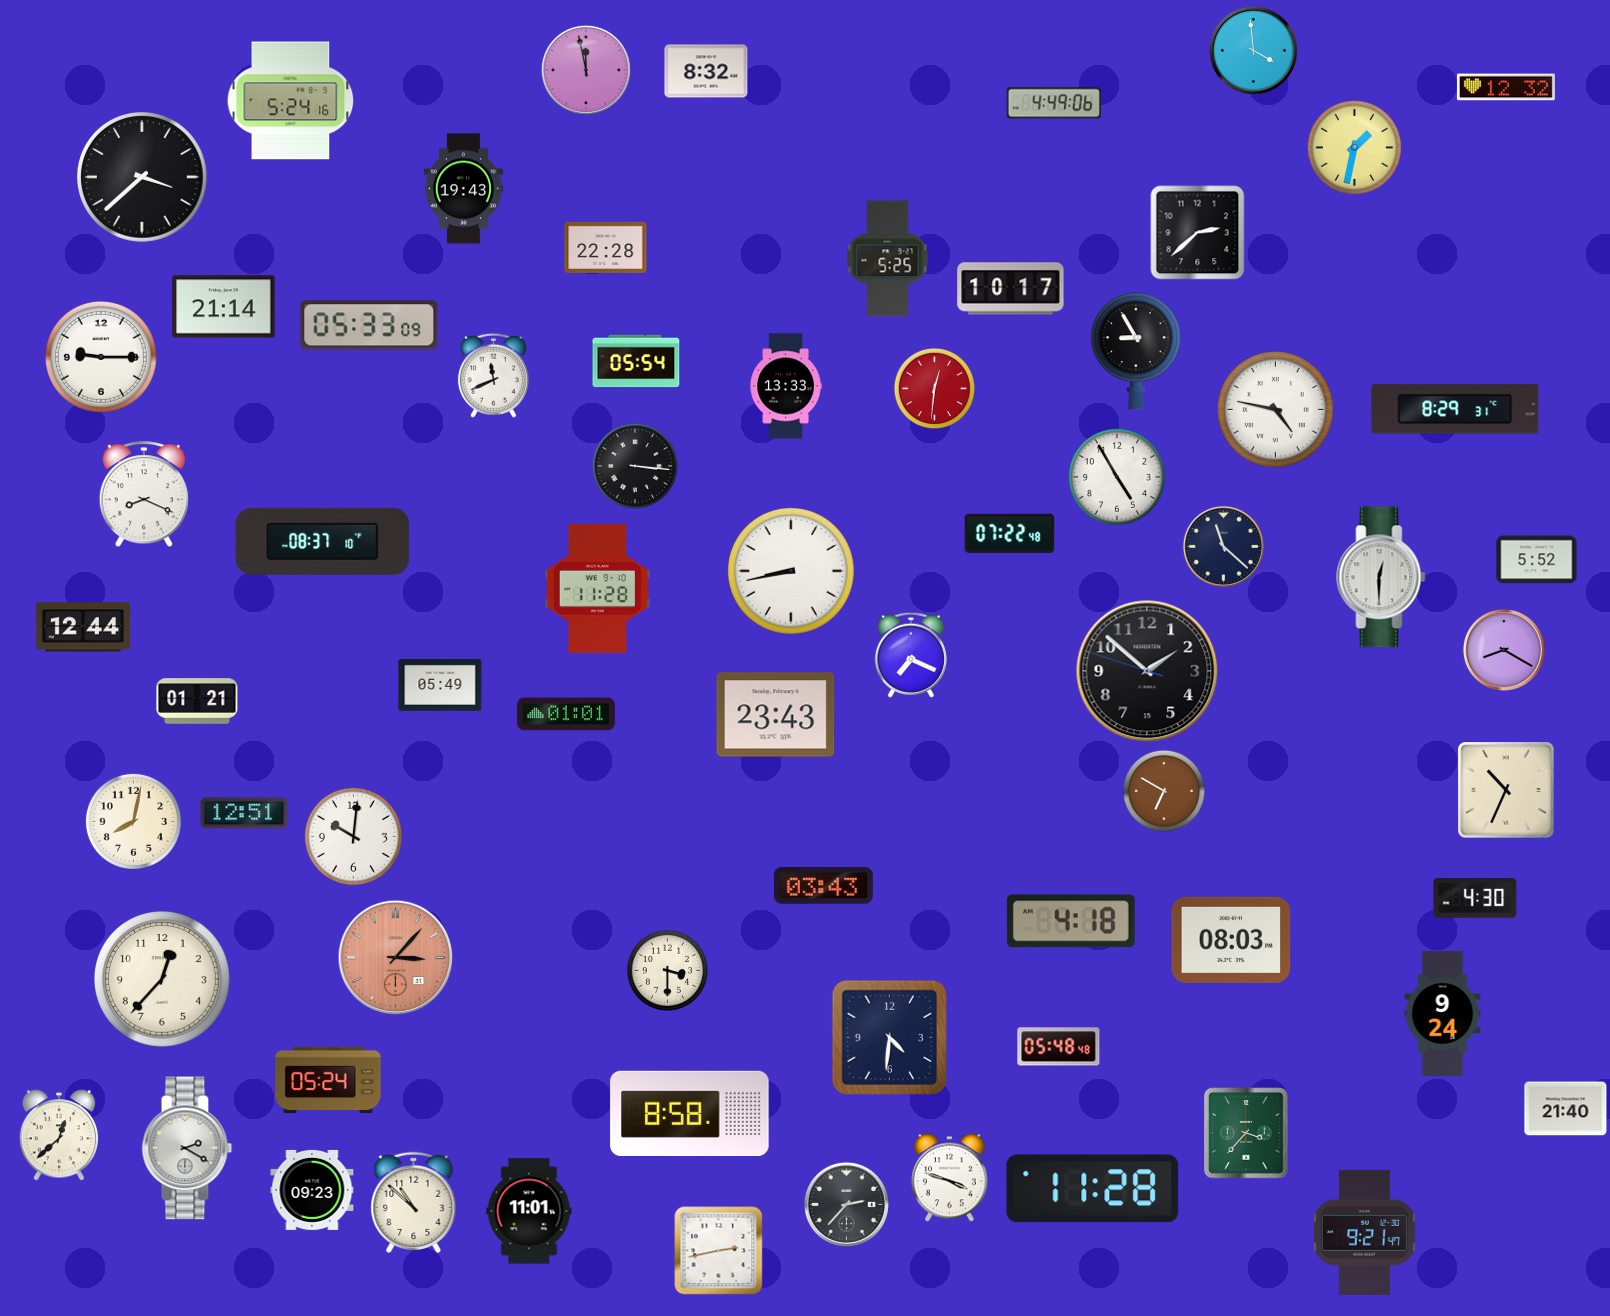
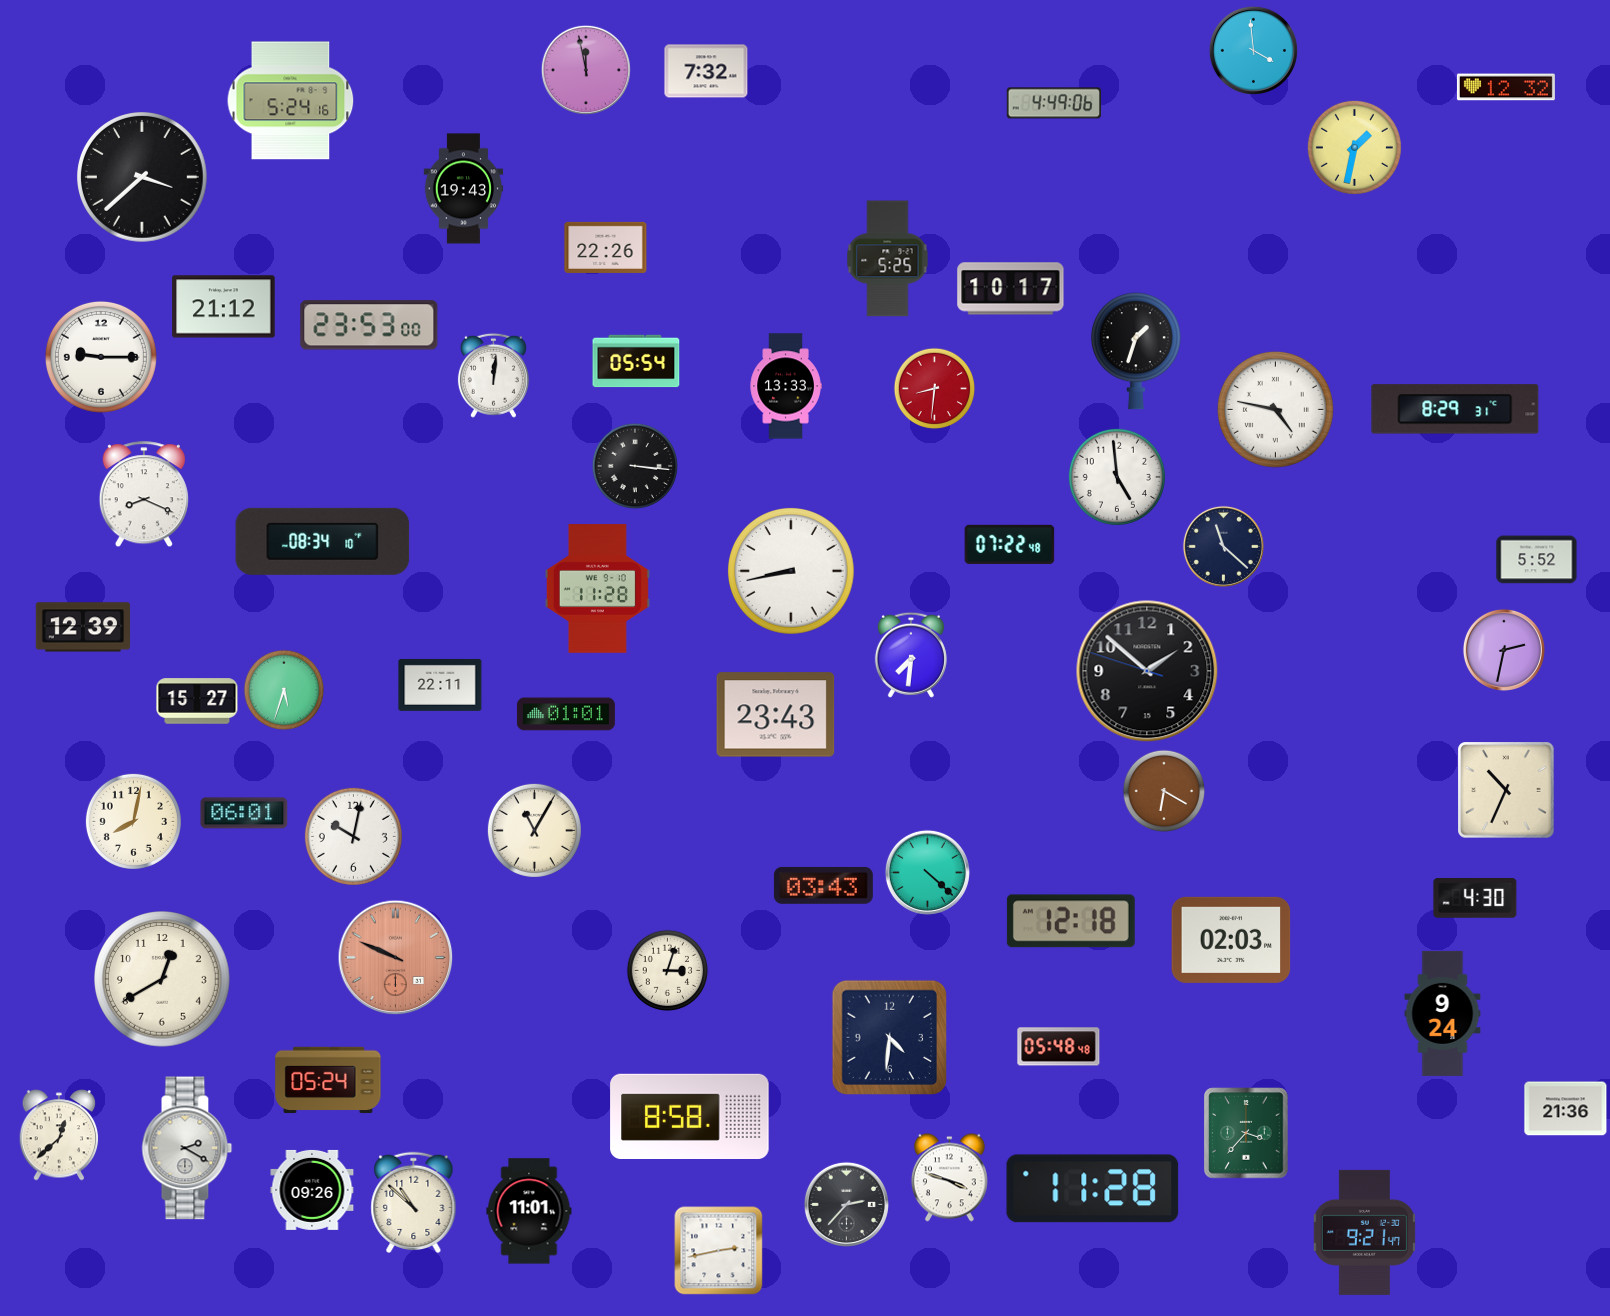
clock at (706, 71): 8:32 -> 7:32
clock at (1198, 233): 2:38 -> none
clock at (606, 247): 22:28 -> 22:26
clock at (224, 307): 21:14 -> 21:12
clock at (369, 325): 05:33 -> 23:53
clock at (1136, 351): 8:55 -> 1:33
clock at (493, 375): 11:41 -> 12:01
clock at (935, 389): 12:31 -> 8:31
clock at (1117, 477): 4:55 -> 4:59
clock at (1010, 533) position: (1010, 533) -> (1010, 544)
clock at (323, 541): 08:37 -> 08:34
clock at (1381, 577): 12:30 -> none
clock at (82, 627): 12:44 -> 12:39
clock at (1504, 650): 8:20 -> 2:32
clock at (911, 655): 7:19 -> 7:31
clock at (440, 685): 05:49 -> 22:11
clock at (284, 690): none -> 5:33
clock at (197, 701): 01:21 -> 15:27
clock at (1164, 791): 6:50 -> 6:20
clock at (244, 813): 12:51 -> 06:01
clock at (534, 830): none -> 11:05
clock at (353, 836): 10:01 -> 10:02
clock at (927, 872): none -> 4:22
clock at (1071, 921): 4:18 -> 12:18
clock at (1231, 940): 08:03 -> 02:03
clock at (396, 958): 3:07 -> 9:49
clock at (668, 971): 3:30 -> 3:03
clock at (163, 980): 12:37 -> 12:40
clock at (1566, 1109): 21:40 -> 21:36
clock at (690, 1113) position: (690, 1113) -> (690, 1116)
clock at (312, 1190): 09:23 -> 09:26
